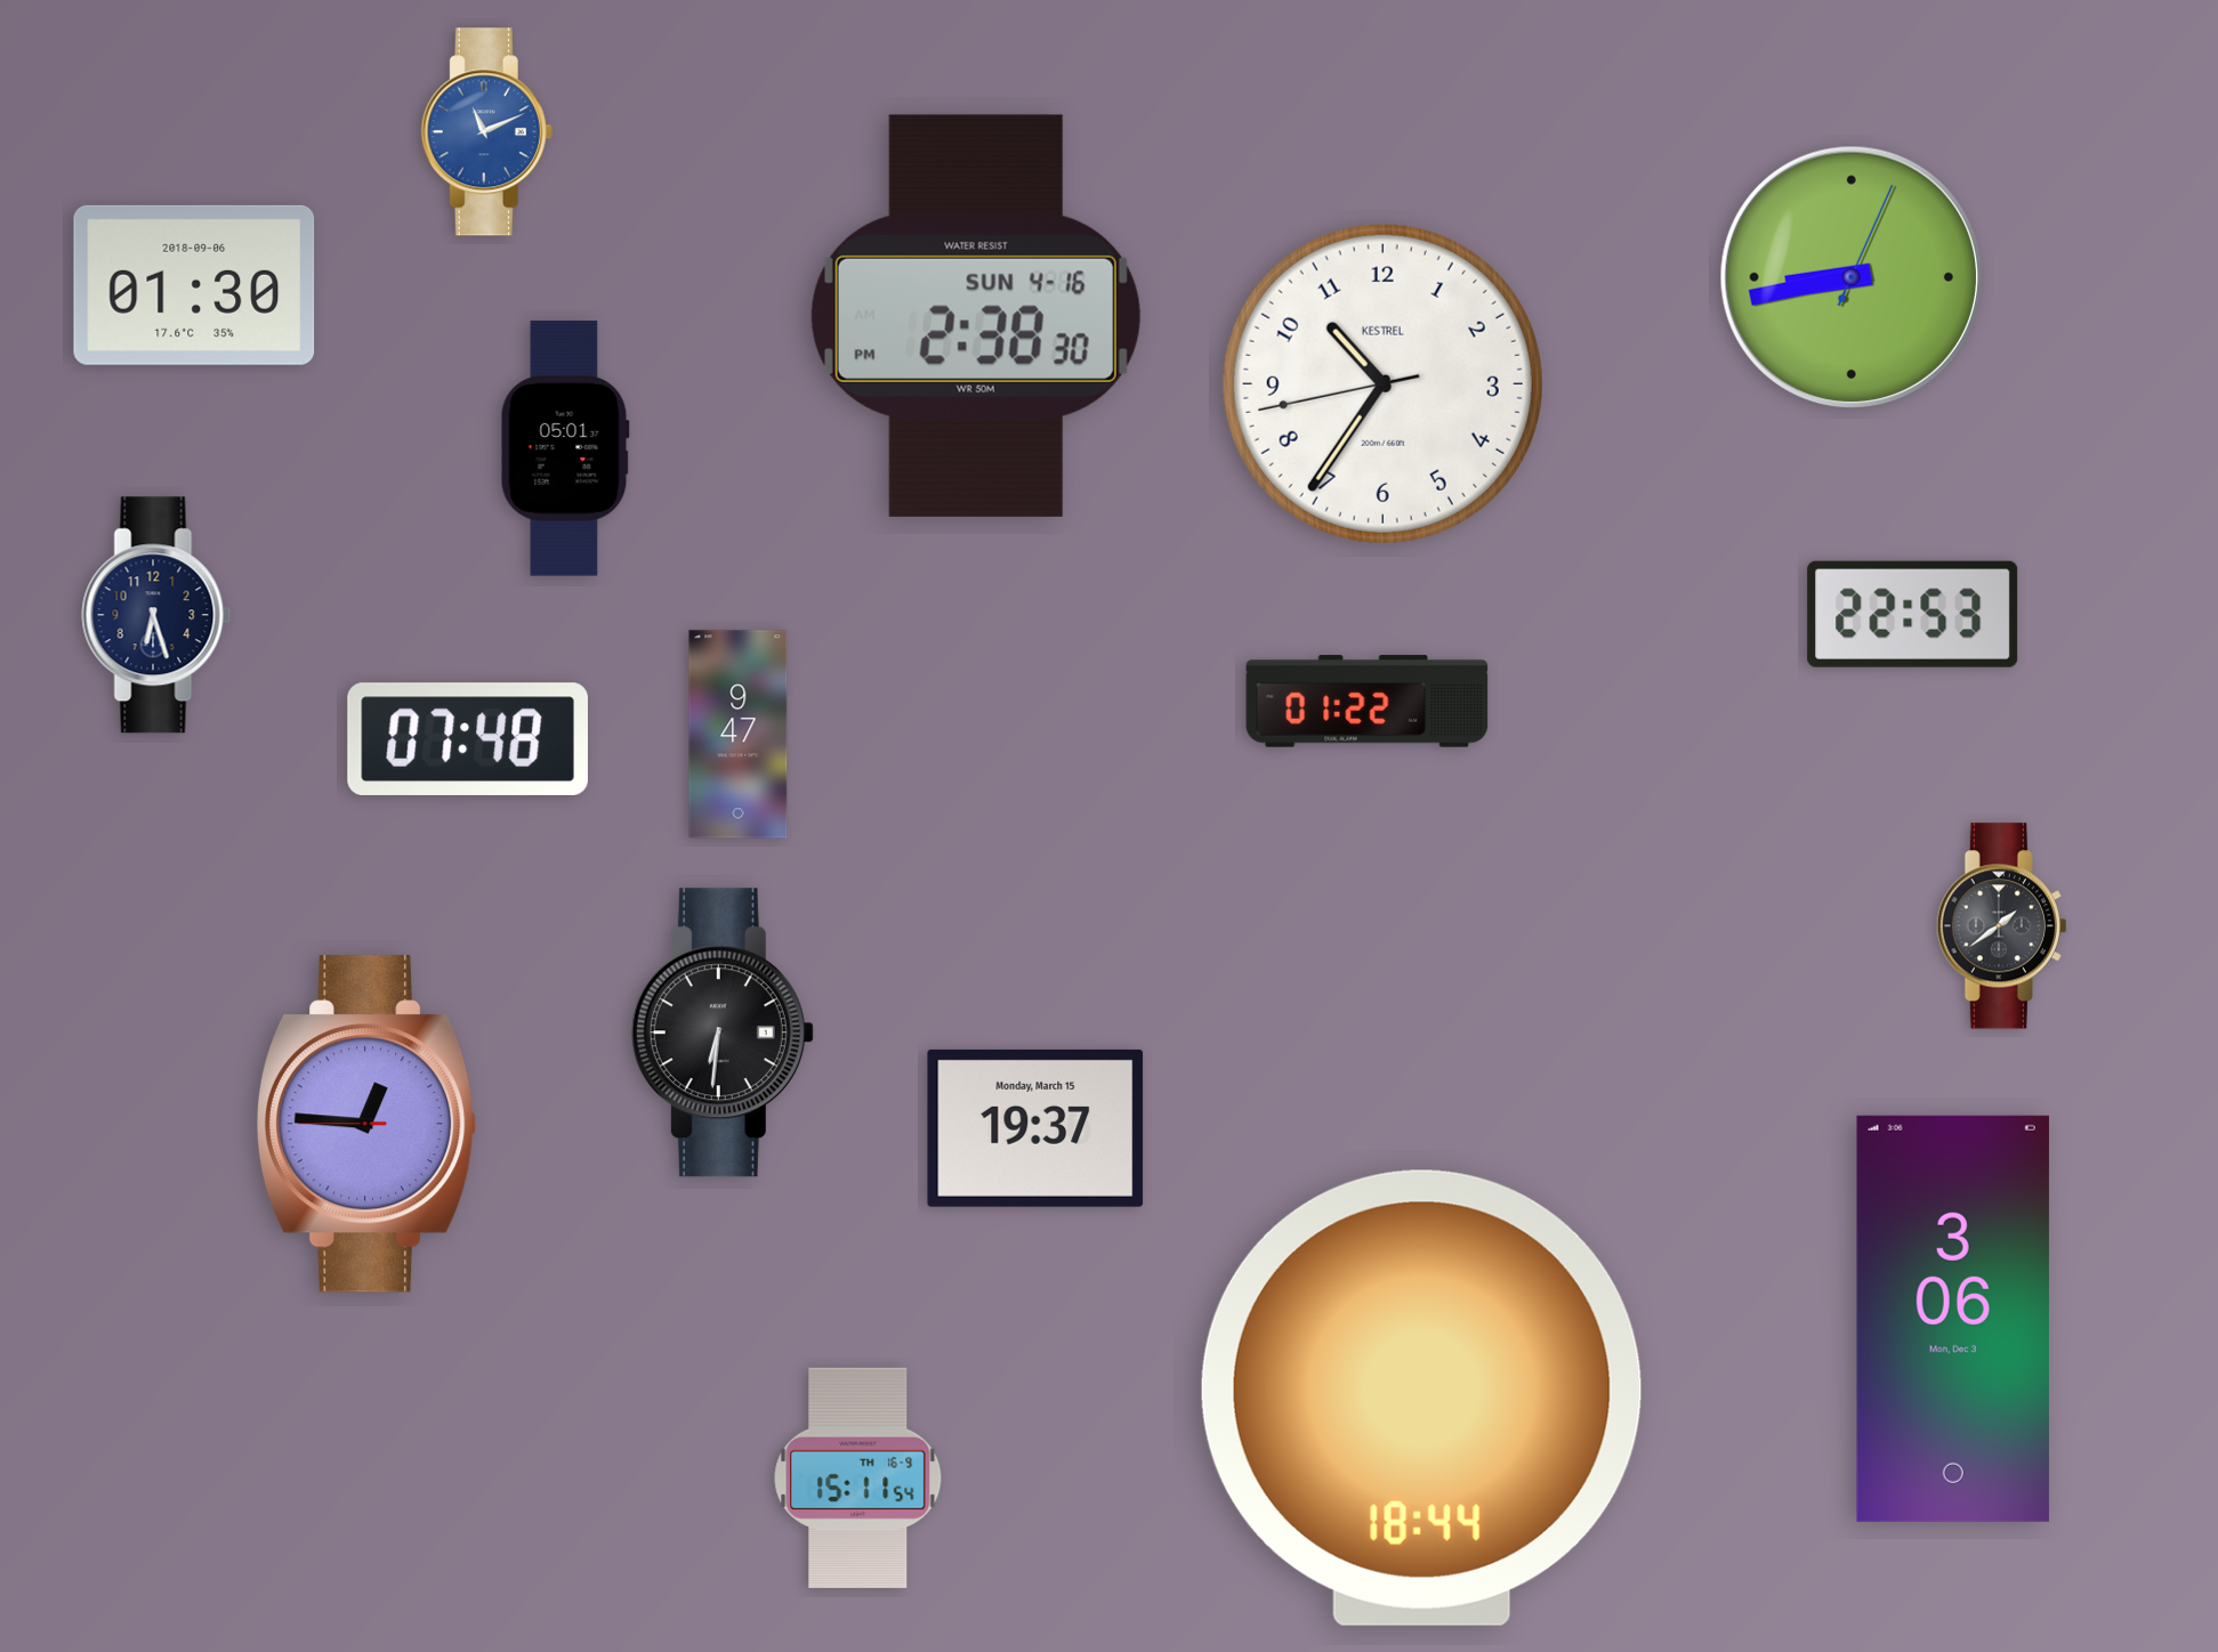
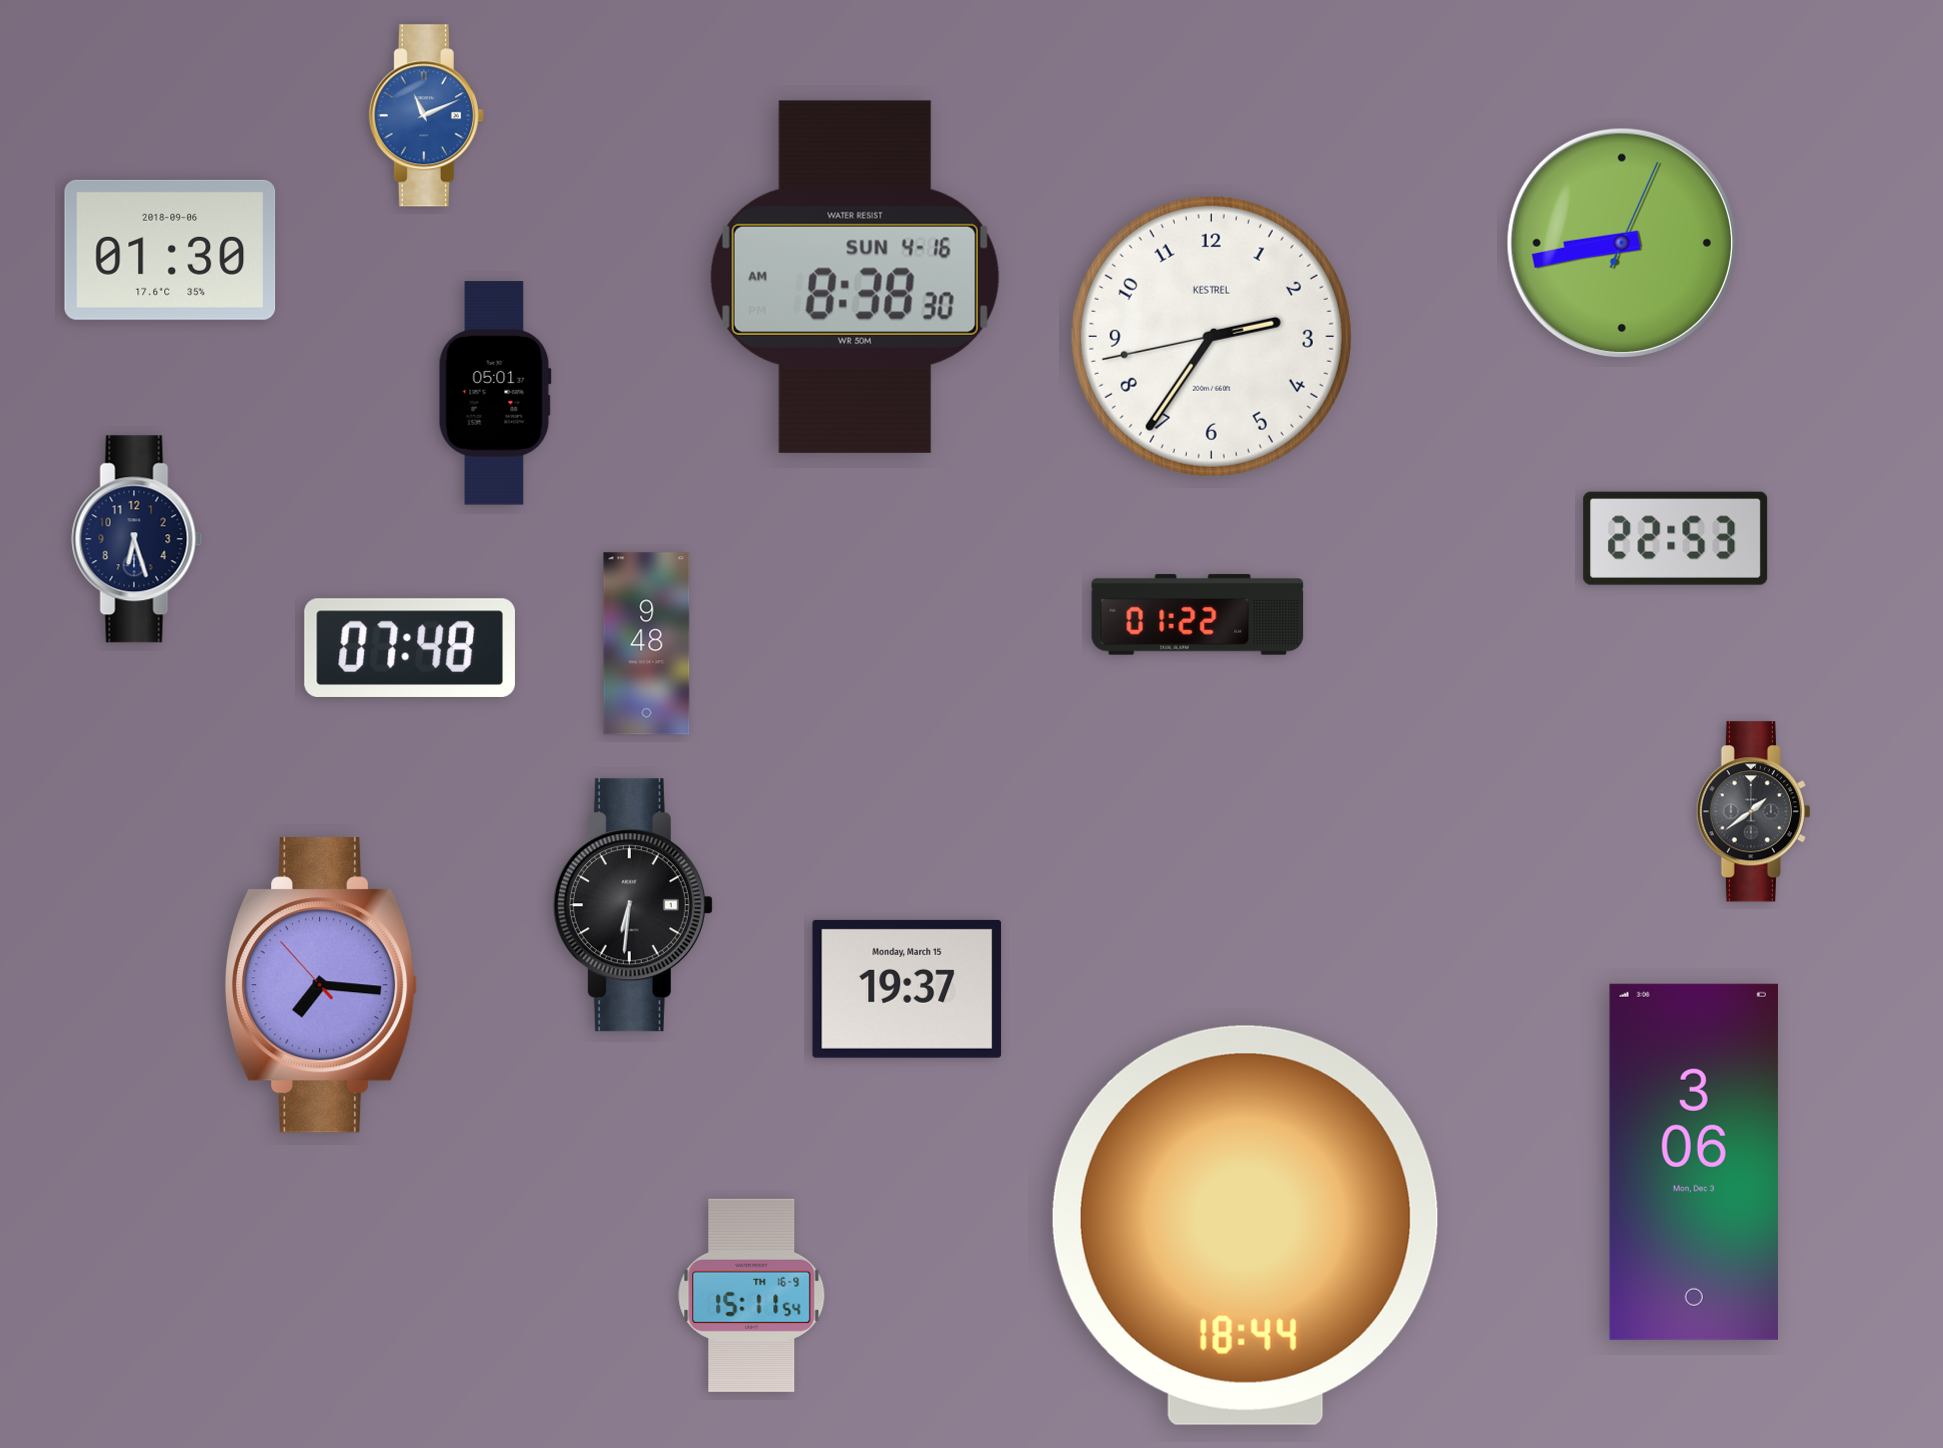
clock at (976, 316): 2:38 -> 8:38
clock at (1382, 383): 10:35 -> 2:35
clock at (739, 735): 9:47 -> 9:48
clock at (366, 1124): 12:45 -> 7:15
clock at (1953, 1319) position: (1953, 1319) -> (1694, 1162)
